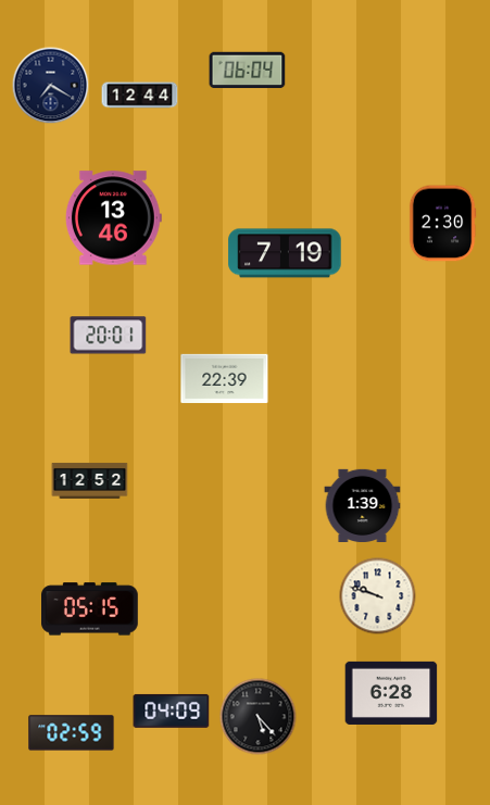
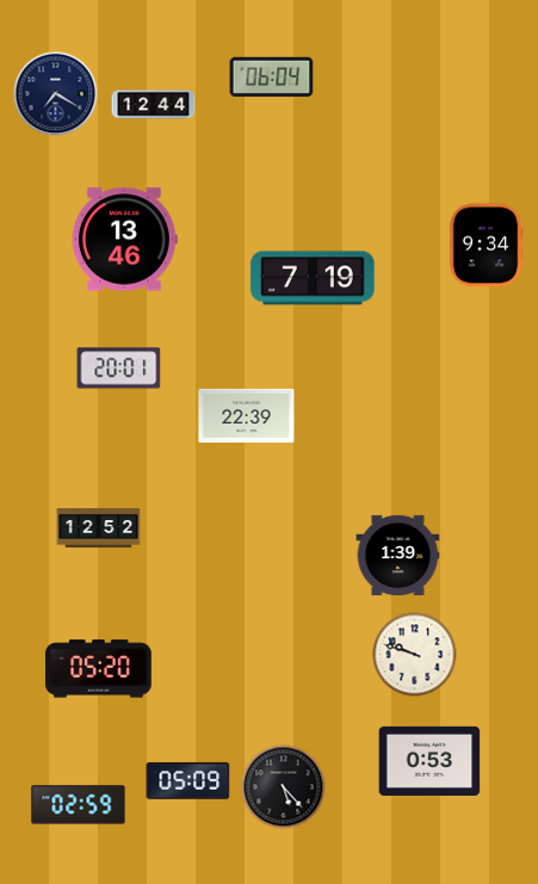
clock at (442, 224): 2:30 -> 9:34
clock at (90, 609): 05:15 -> 05:20
clock at (391, 693): 6:28 -> 0:53
clock at (172, 710): 04:09 -> 05:09
